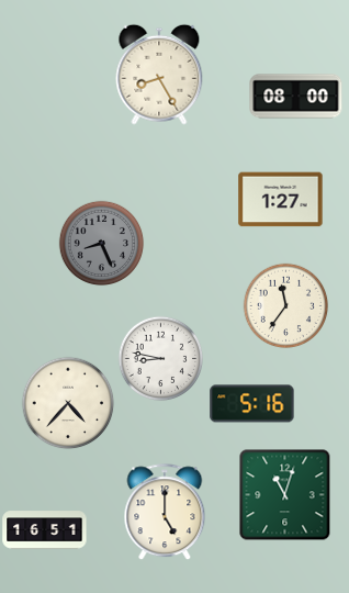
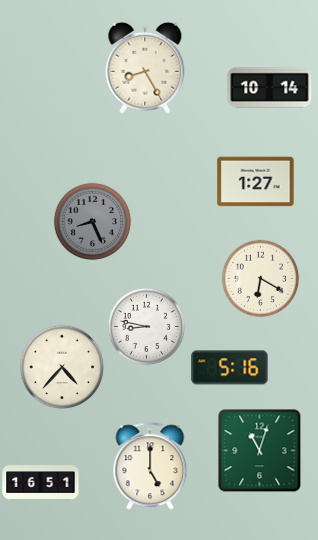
clock at (296, 97): 08:00 -> 10:14
clock at (285, 305): 11:36 -> 6:20
